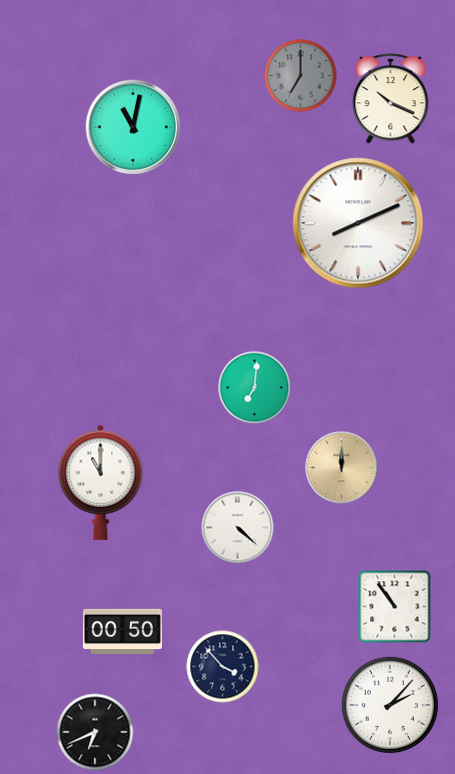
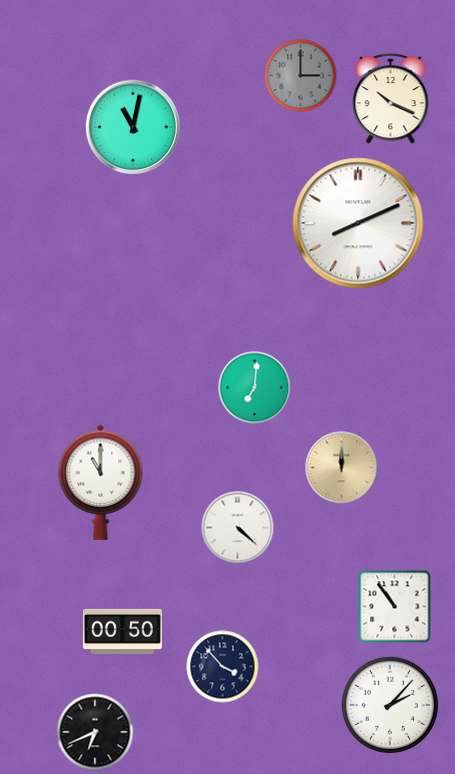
clock at (301, 76): 7:00 -> 3:00
